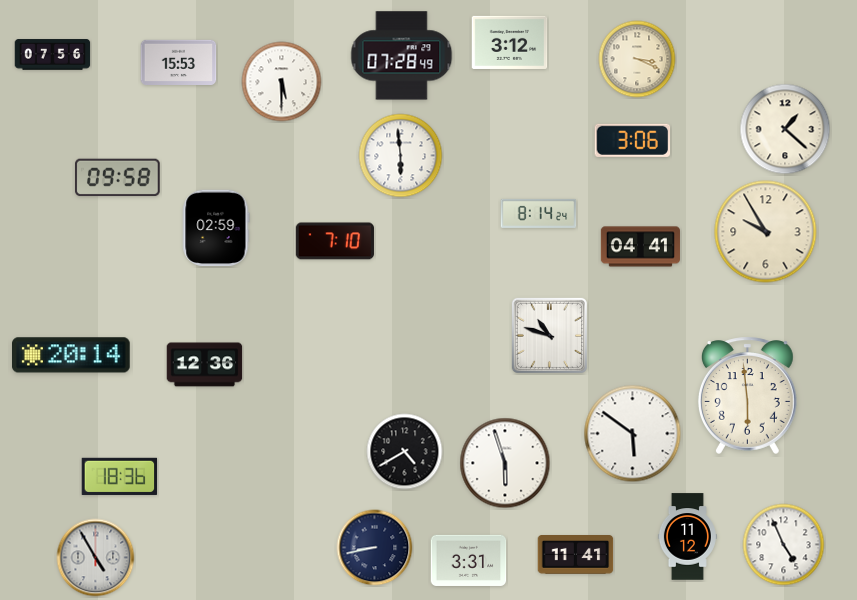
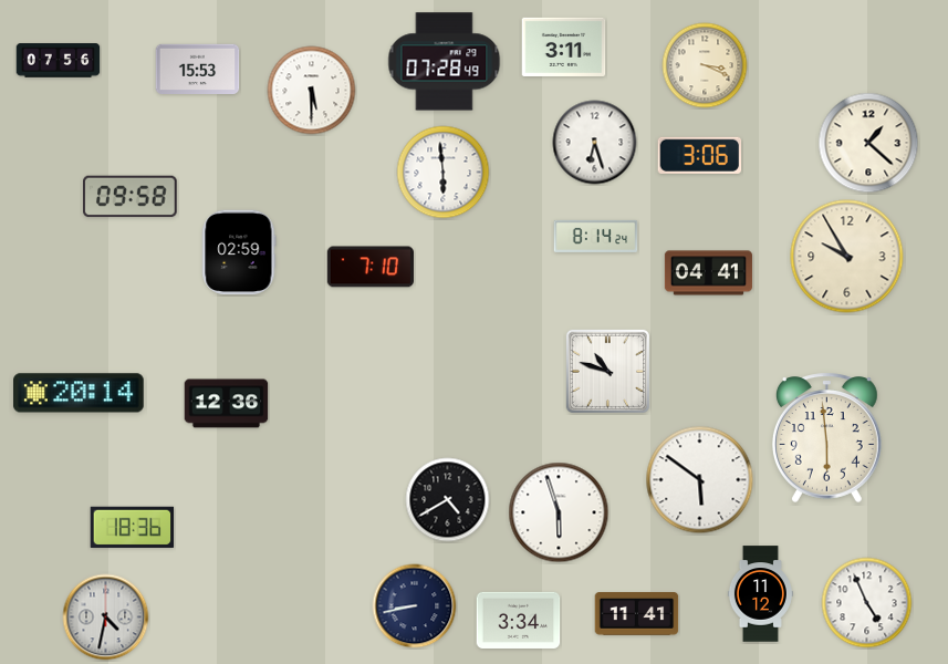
clock at (510, 42): 3:12 -> 3:11
clock at (595, 143): none -> 6:27
clock at (96, 558): 4:55 -> 4:32
clock at (469, 560): 3:31 -> 3:34
